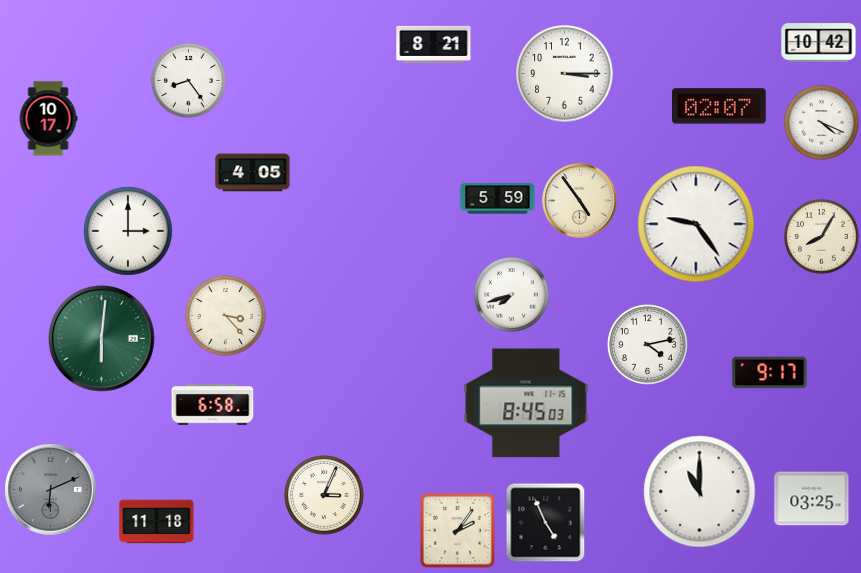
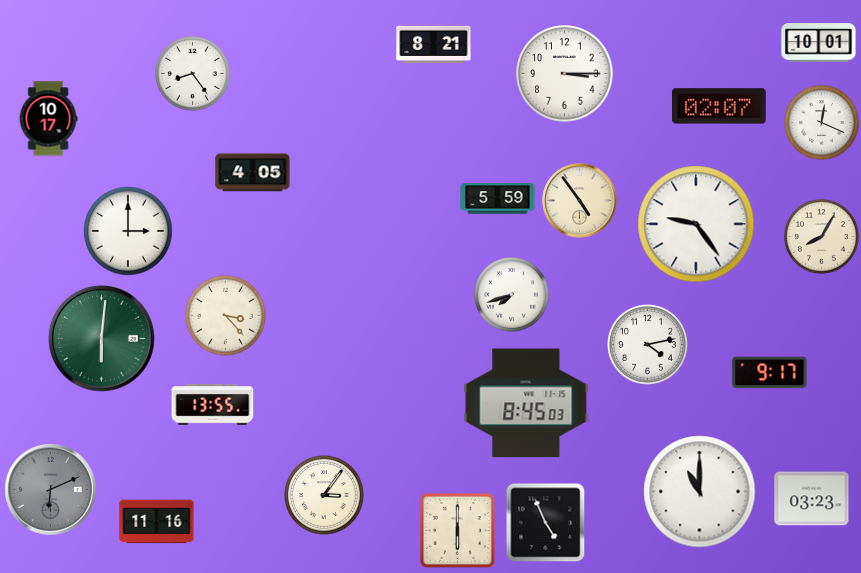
clock at (819, 43): 10:42 -> 10:01
clock at (188, 80) position: (188, 80) -> (192, 73)
clock at (821, 122): 4:19 -> 12:19
clock at (213, 405): 6:58 -> 13:55
clock at (325, 496): 3:04 -> 3:06
clock at (812, 499): 03:25 -> 03:23
clock at (157, 522): 11:18 -> 11:16
clock at (457, 530): 2:06 -> 6:00
